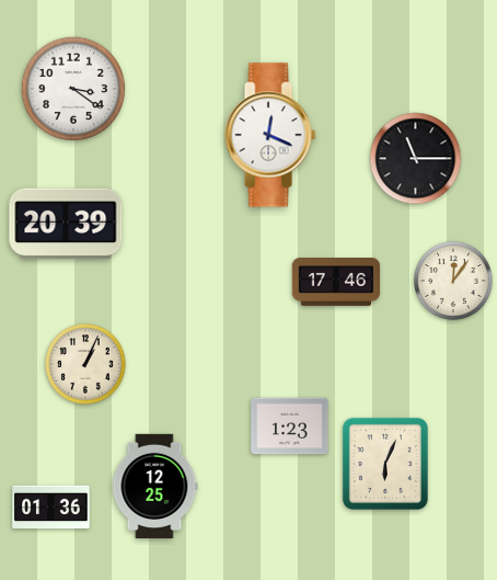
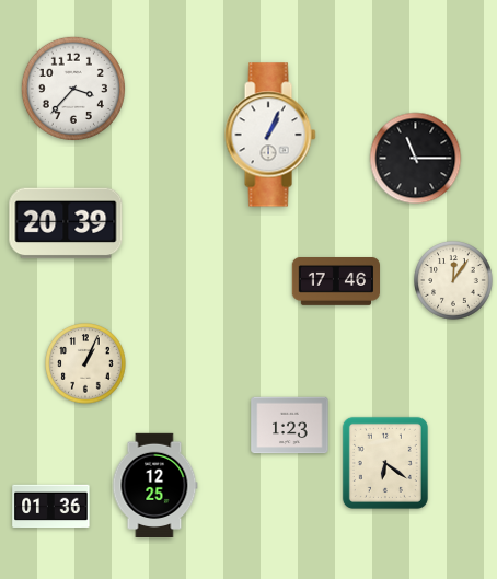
clock at (73, 89): 3:21 -> 3:37
clock at (270, 135): 12:19 -> 1:04
clock at (385, 464): 6:04 -> 6:21
